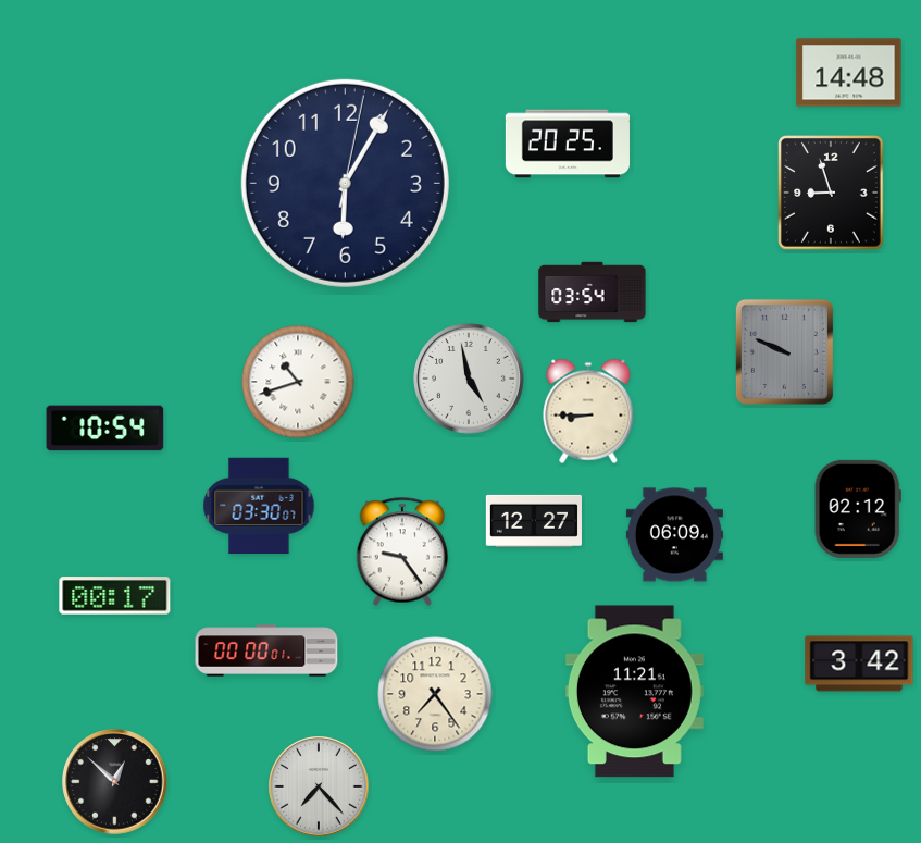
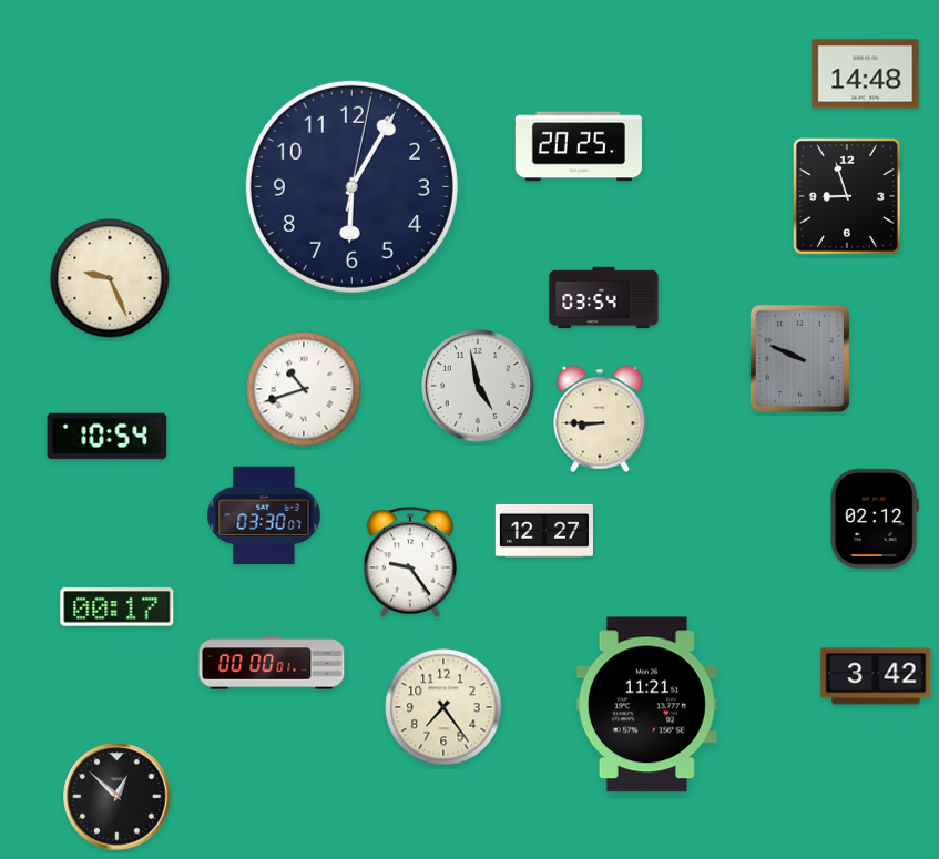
clock at (110, 278): none -> 9:26
clock at (674, 535): 06:09 -> none
clock at (319, 786): 7:23 -> none
